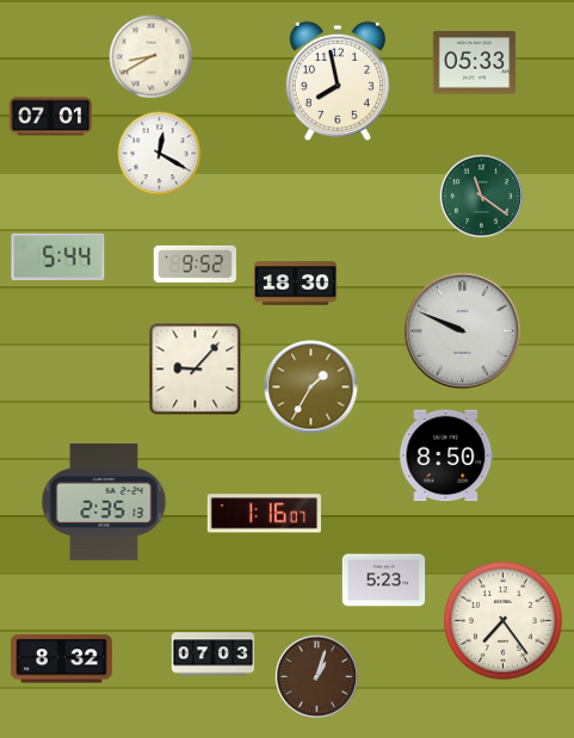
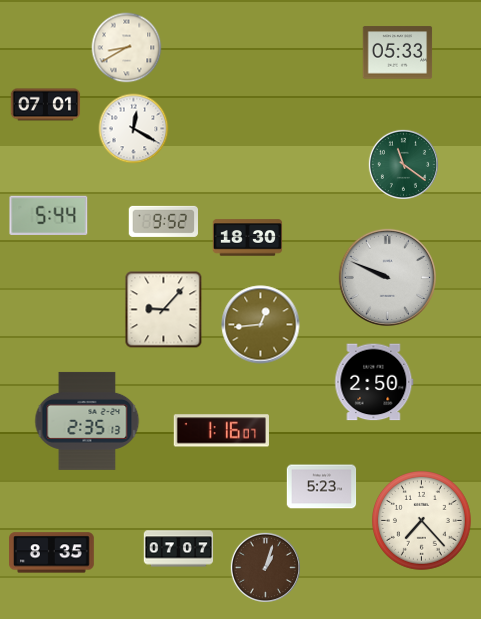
clock at (338, 81): 7:58 -> none
clock at (51, 117) position: (51, 117) -> (46, 105)
clock at (311, 387): 1:35 -> 12:44
clock at (446, 455): 8:50 -> 2:50
clock at (504, 621): 7:24 -> 7:23
clock at (214, 655): 07:03 -> 07:07
clock at (62, 659): 8:32 -> 8:35
